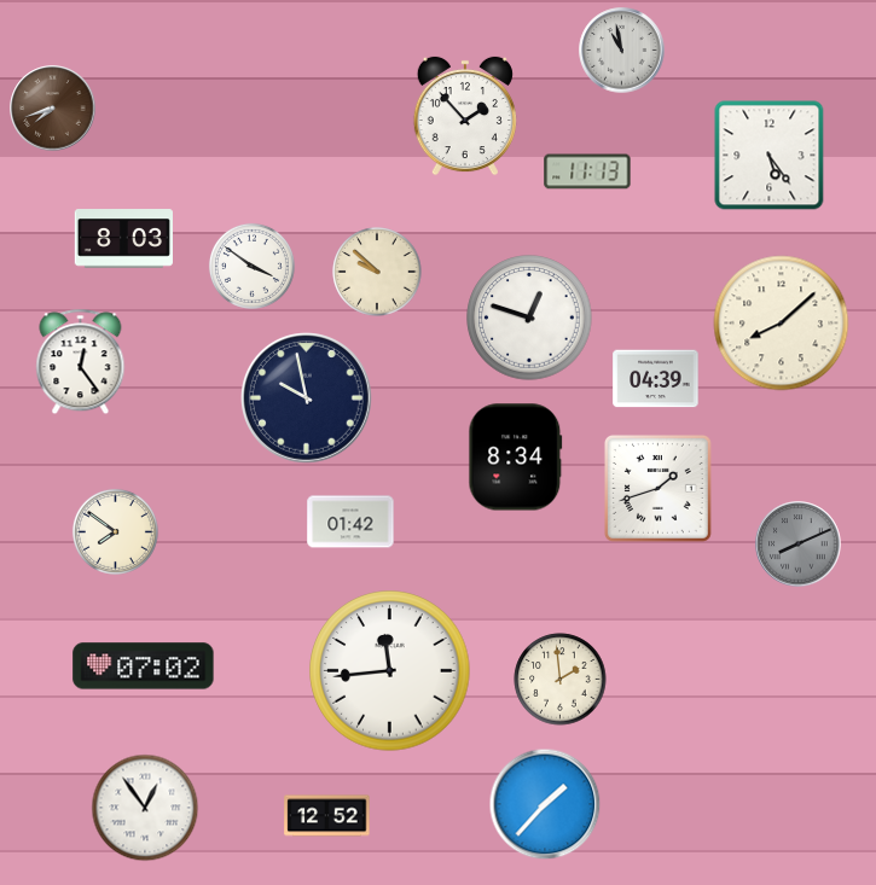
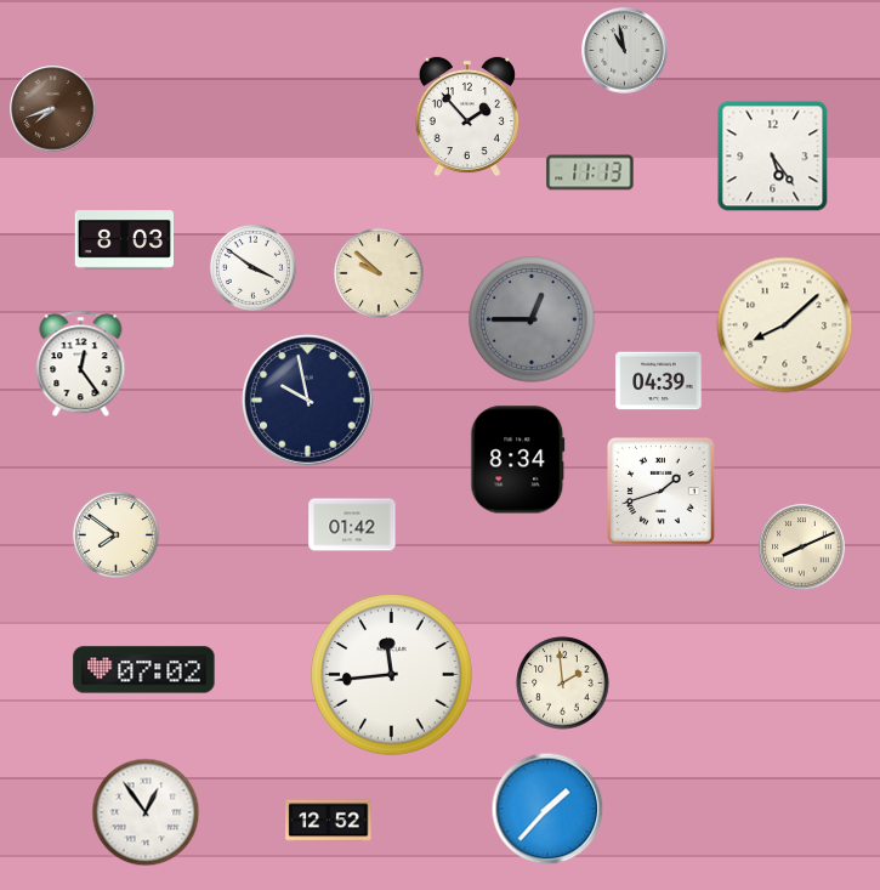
clock at (529, 318): 12:48 -> 12:45
clock at (529, 318) dial: white -> grey
clock at (799, 545) dial: grey -> cream
